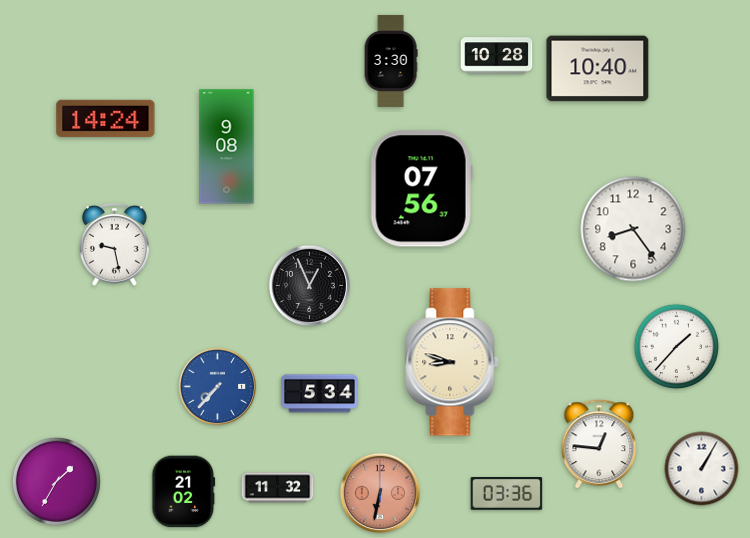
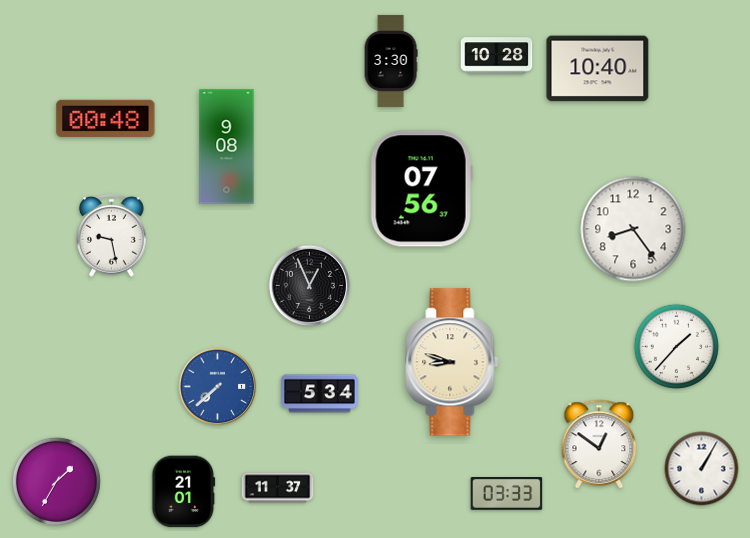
clock at (106, 118): 14:24 -> 00:48
clock at (115, 244) position: (115, 244) -> (112, 235)
clock at (218, 387): 7:37 -> 7:38
clock at (599, 445): 12:46 -> 12:51
clock at (278, 488): 11:32 -> 11:37
clock at (184, 492): 21:02 -> 21:01
clock at (380, 493): 6:32 -> none
clock at (507, 494): 03:36 -> 03:33
